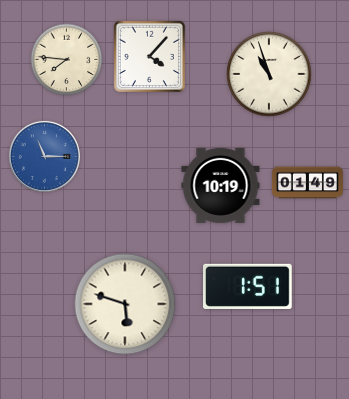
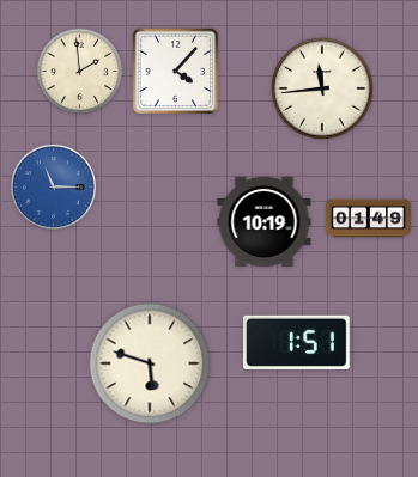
clock at (149, 56) position: (149, 56) -> (175, 71)
clock at (67, 60): 7:46 -> 1:59
clock at (269, 74): 10:57 -> 11:44
